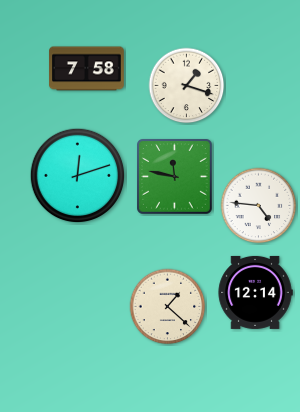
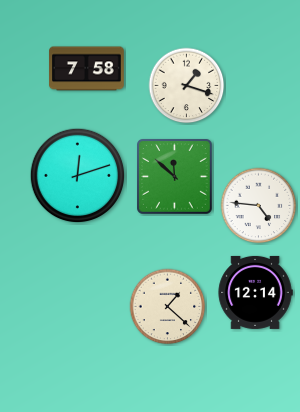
clock at (175, 177): 11:47 -> 11:52
